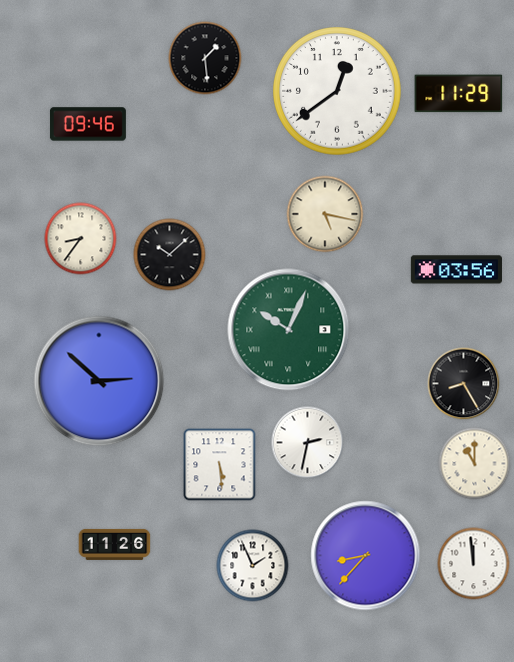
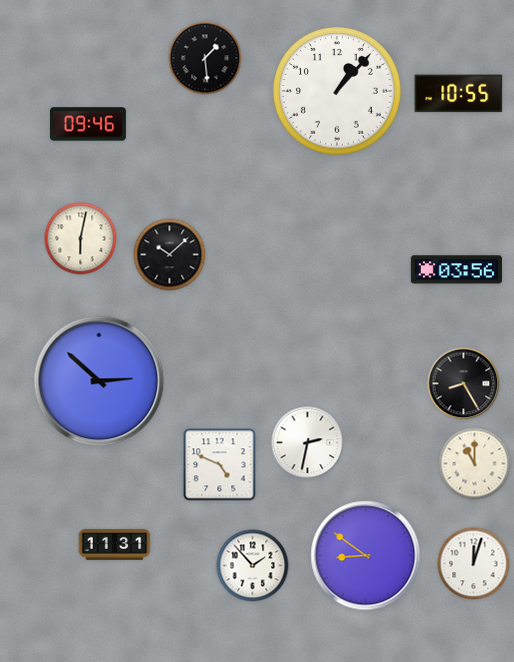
clock at (338, 92): 12:39 -> 1:07
clock at (459, 94): 11:29 -> 10:55
clock at (325, 214): 5:17 -> none
clock at (81, 239): 8:36 -> 6:02
clock at (289, 330): 10:04 -> none
clock at (220, 465): 5:29 -> 4:49
clock at (115, 544): 11:26 -> 11:31
clock at (366, 556): 8:37 -> 8:51
clock at (474, 564): 11:59 -> 12:03
clock at (253, 566): 1:56 -> 1:53
